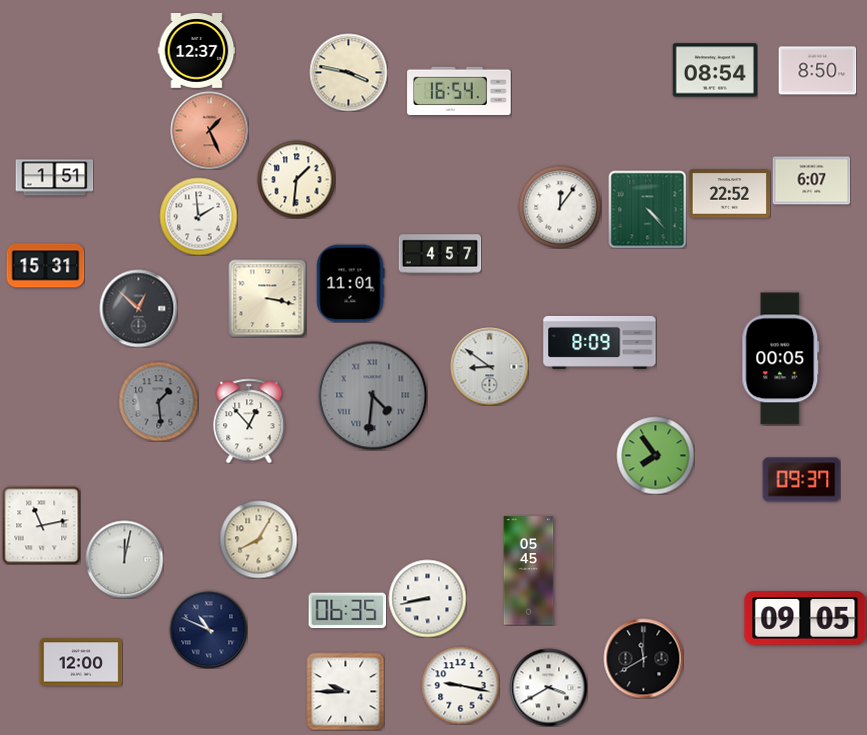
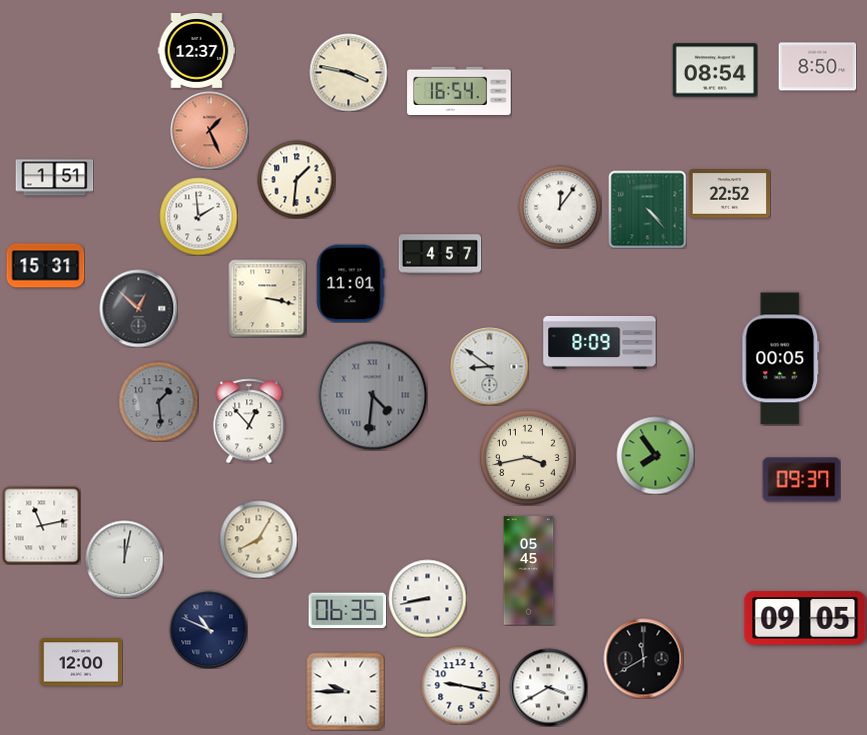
clock at (817, 71) position: (817, 71) -> (817, 67)
clock at (811, 181): 6:07 -> none
clock at (527, 457): none -> 3:43
